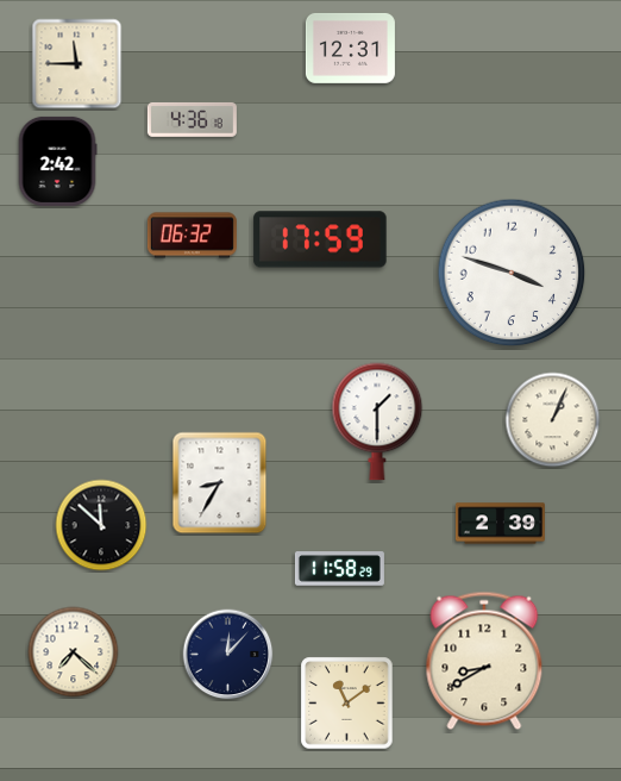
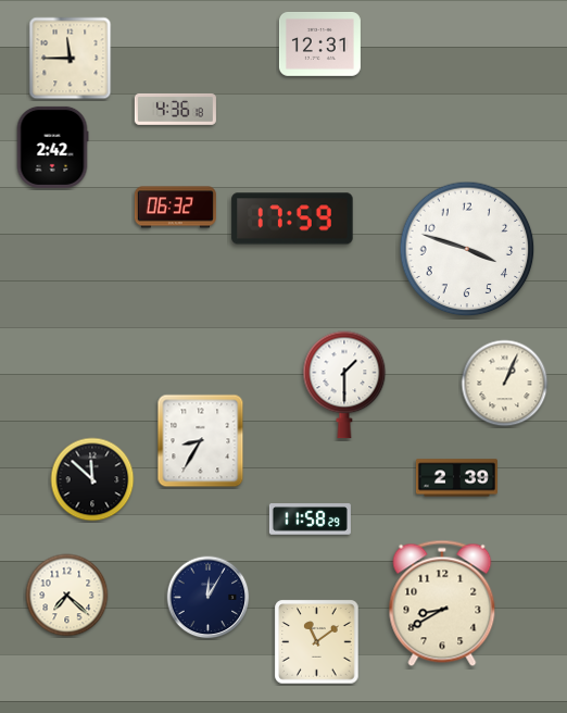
clock at (192, 236) position: (192, 236) -> (175, 208)
clock at (228, 655): 12:07 -> 12:05
